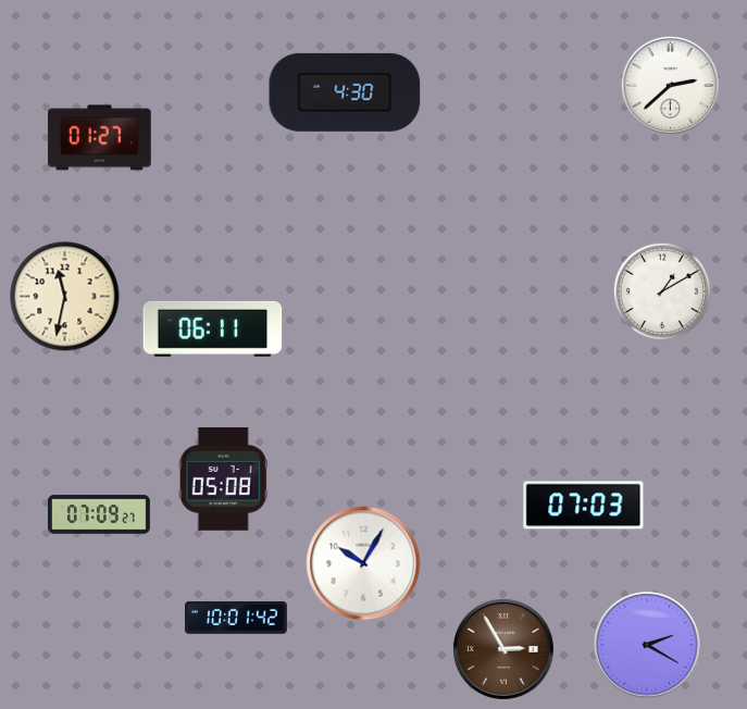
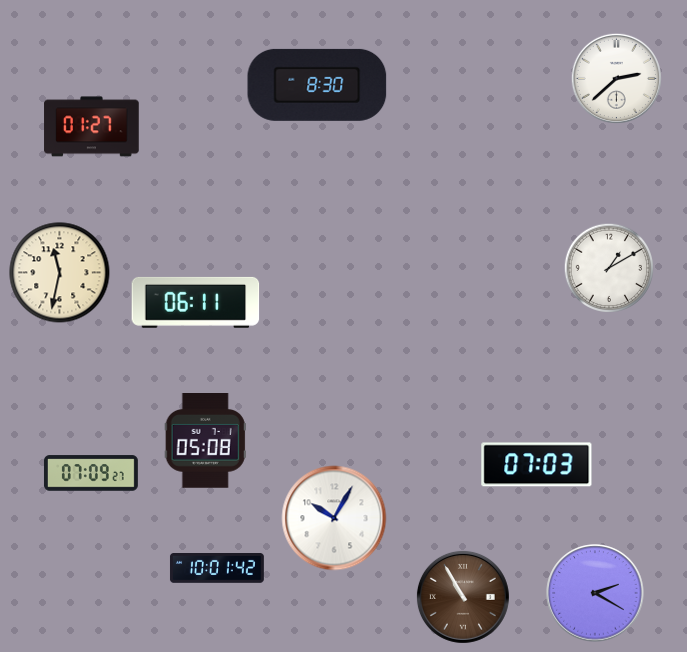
clock at (345, 92): 4:30 -> 8:30
clock at (503, 649): 2:55 -> 10:55
